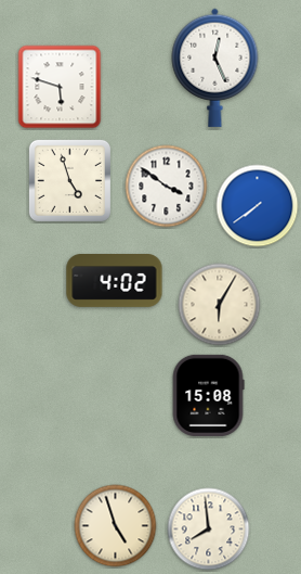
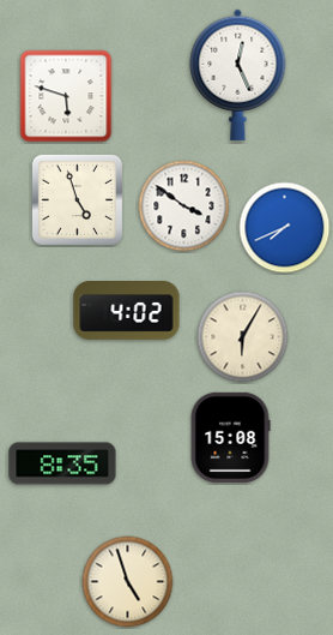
clock at (258, 206): 7:39 -> 7:41
clock at (62, 463): none -> 8:35
clock at (209, 530): 7:59 -> none
